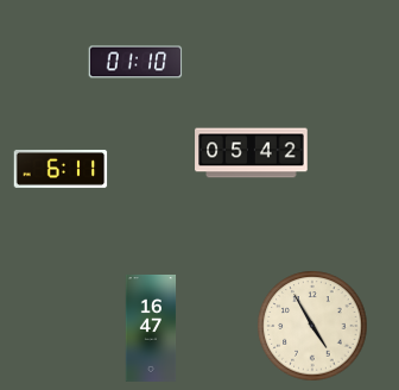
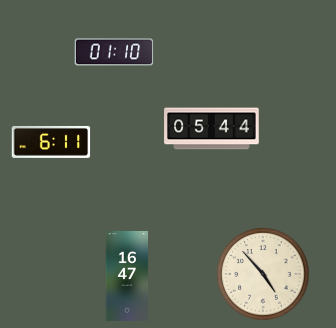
clock at (252, 153): 05:42 -> 05:44
clock at (312, 326): 4:55 -> 4:53
